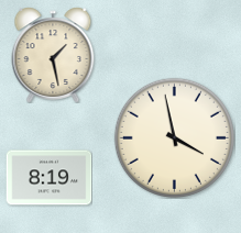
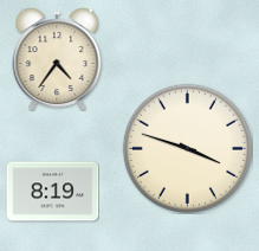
clock at (53, 55): 1:28 -> 4:36
clock at (174, 137): 3:58 -> 3:48
